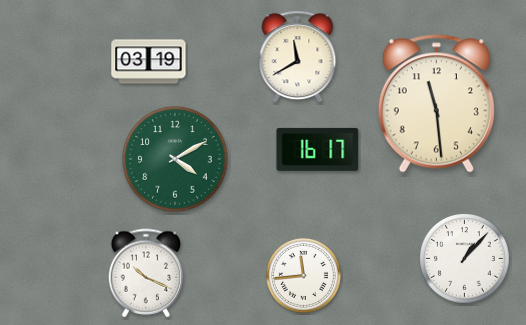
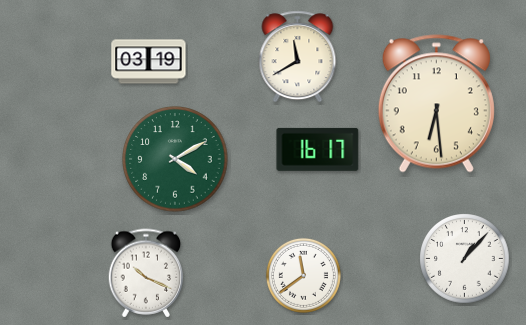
clock at (436, 104): 11:29 -> 6:29
clock at (303, 275): 11:44 -> 11:39
